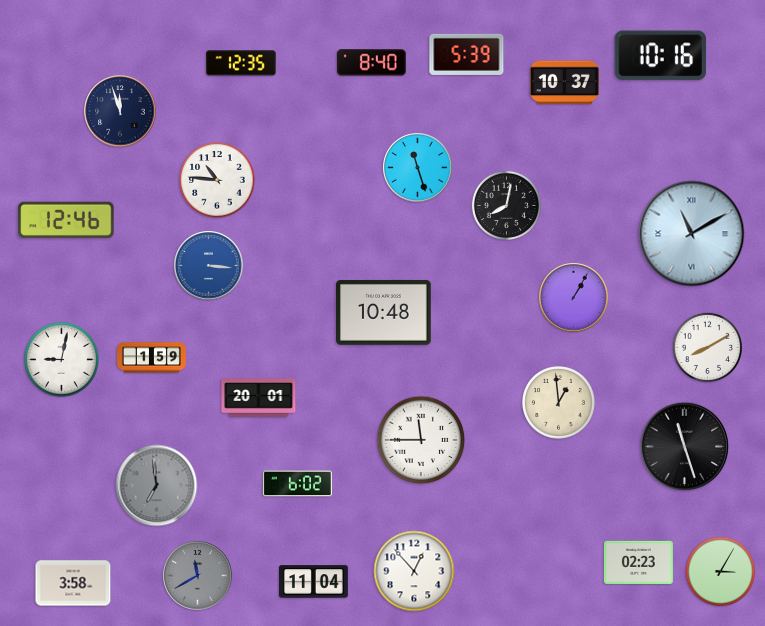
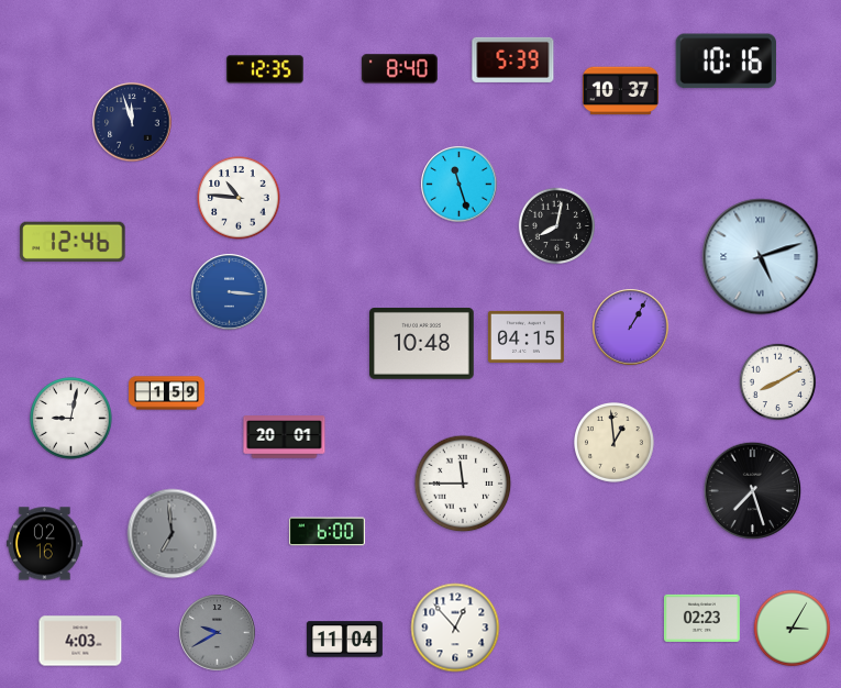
clock at (371, 63) position: (371, 63) -> (399, 69)
clock at (692, 234): 11:10 -> 5:12
clock at (525, 336): none -> 04:15
clock at (62, 360) position: (62, 360) -> (71, 419)
clock at (685, 447): 11:27 -> 7:27
clock at (297, 484): 6:02 -> 6:00
clock at (44, 544): none -> 02:16
clock at (198, 576): 11:40 -> 9:40
clock at (73, 583): 3:58 -> 4:03
